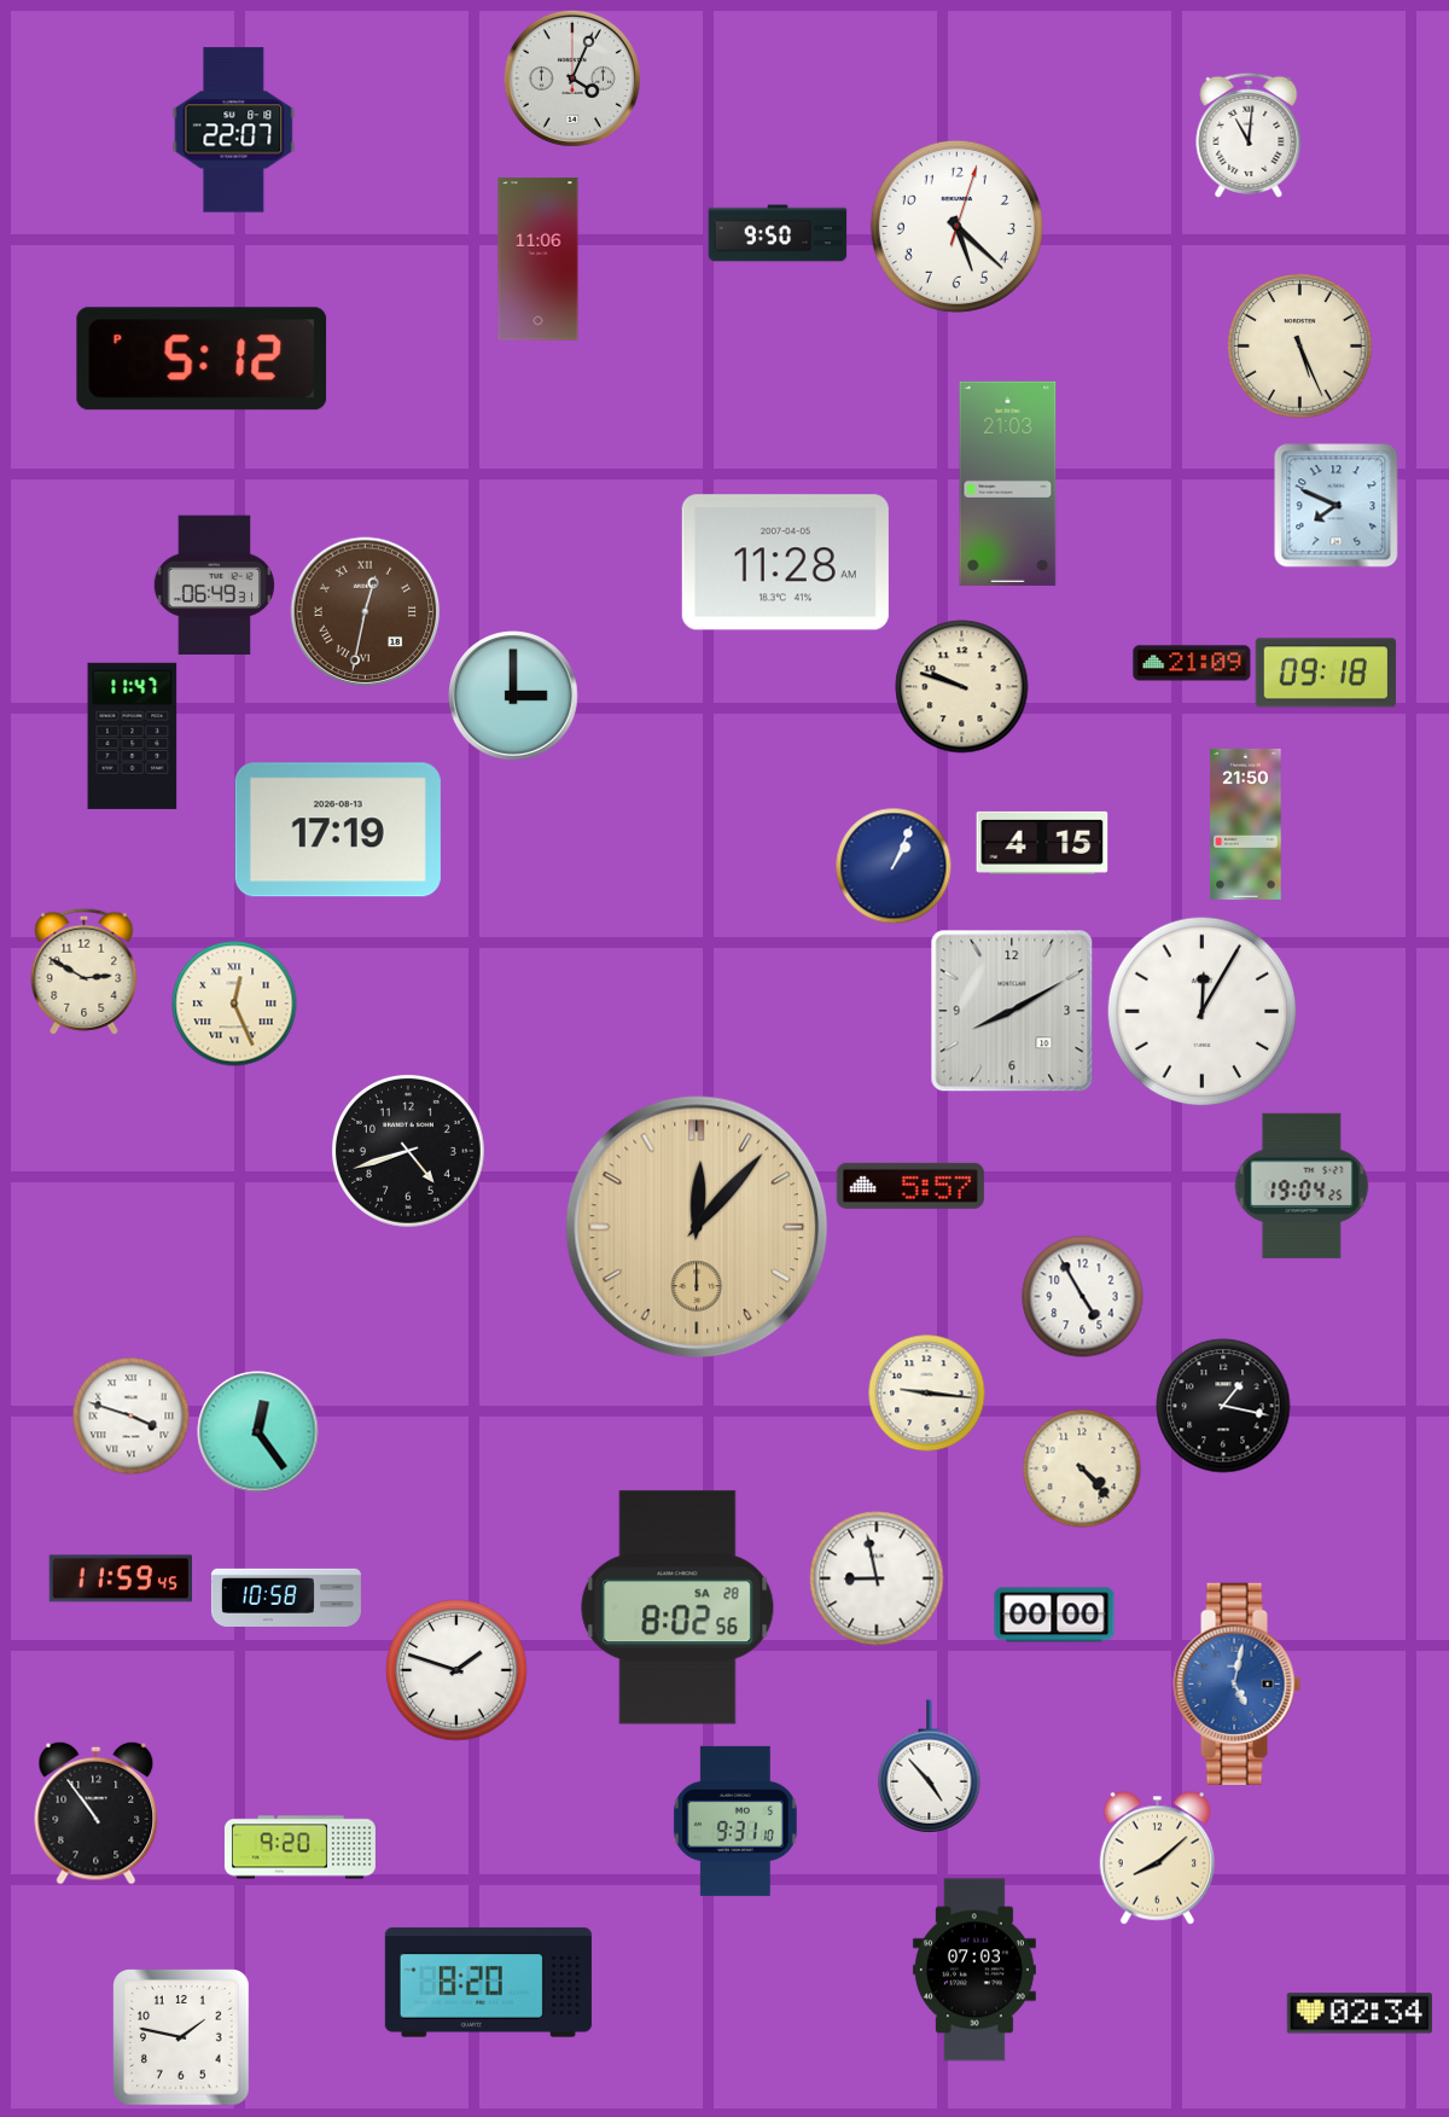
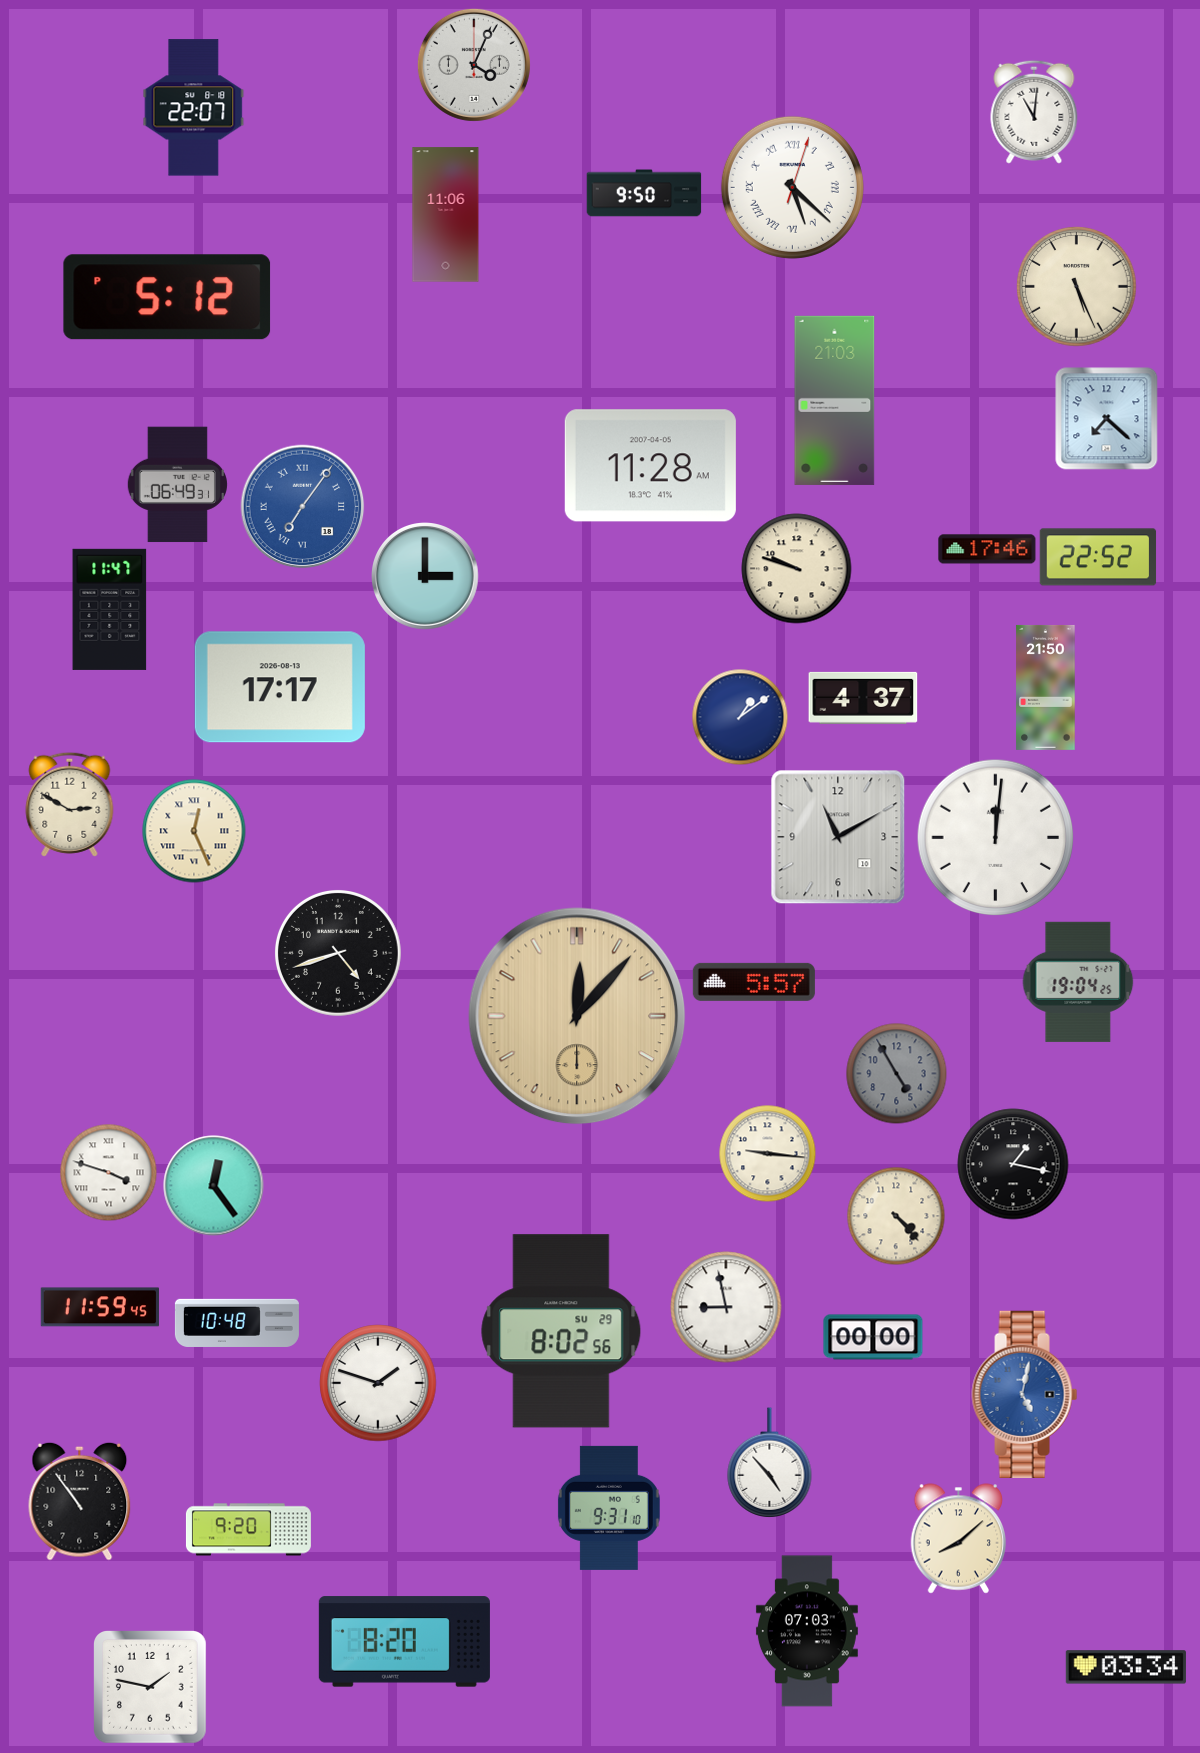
clock at (956, 226) numerals: Arabic -> Roman
clock at (1337, 506): 7:49 -> 7:22
clock at (366, 612): 12:32 -> 7:06
clock at (366, 612) dial: brown -> blue
clock at (1192, 663): 21:09 -> 17:46
clock at (1326, 673): 09:18 -> 22:52
clock at (1246, 824) position: (1246, 824) -> (1046, 687)
clock at (338, 830): 17:19 -> 17:17
clock at (1042, 843): 4:15 -> 4:37
clock at (894, 866): 1:04 -> 1:09
clock at (1012, 1011): 8:10 -> 11:10
clock at (1203, 1012): 12:05 -> 12:01
clock at (1083, 1297) dial: white -> grey
clock at (286, 1598): 10:58 -> 10:48
clock at (677, 1607) date: SA 28 -> SU 29
clock at (1360, 2013): 02:34 -> 03:34
